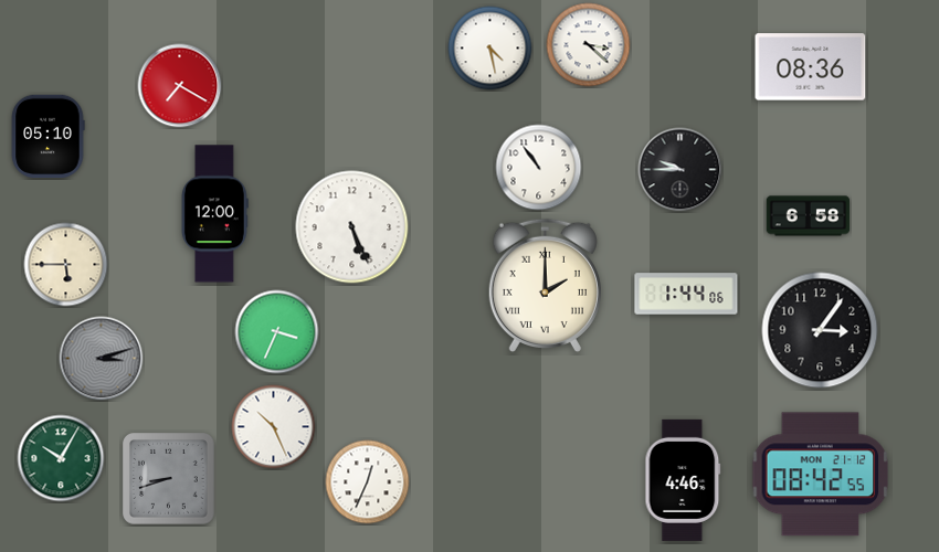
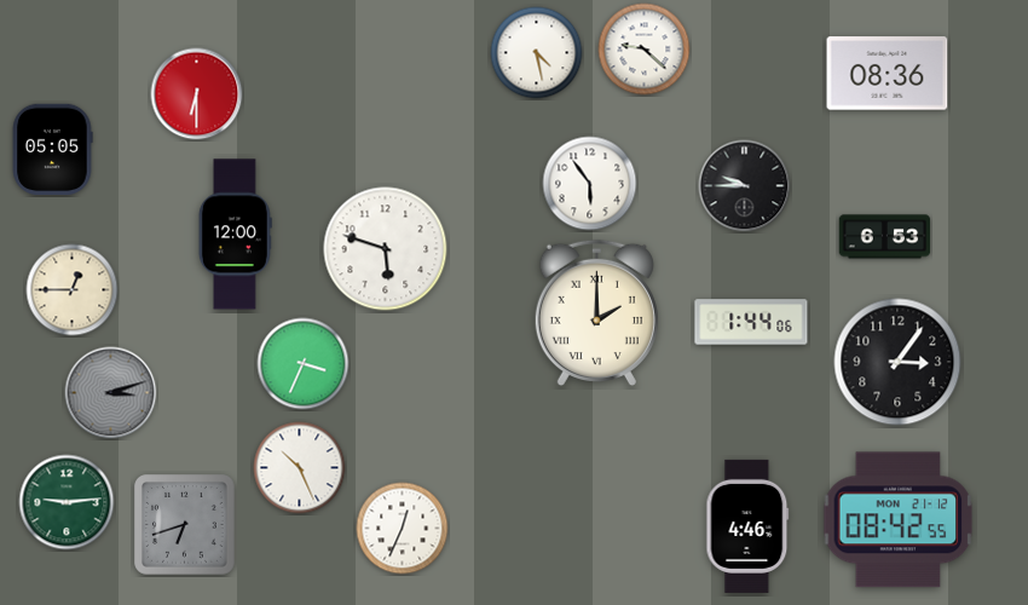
clock at (589, 45): 3:22 -> 9:22
clock at (180, 86): 7:20 -> 6:30
clock at (48, 137): 05:10 -> 05:05
clock at (539, 168): 10:54 -> 5:54
clock at (809, 216): 6:58 -> 6:53
clock at (352, 227): 5:26 -> 5:48
clock at (66, 265): 5:45 -> 12:45
clock at (61, 458): 10:05 -> 9:14
clock at (169, 479): 8:42 -> 6:42
